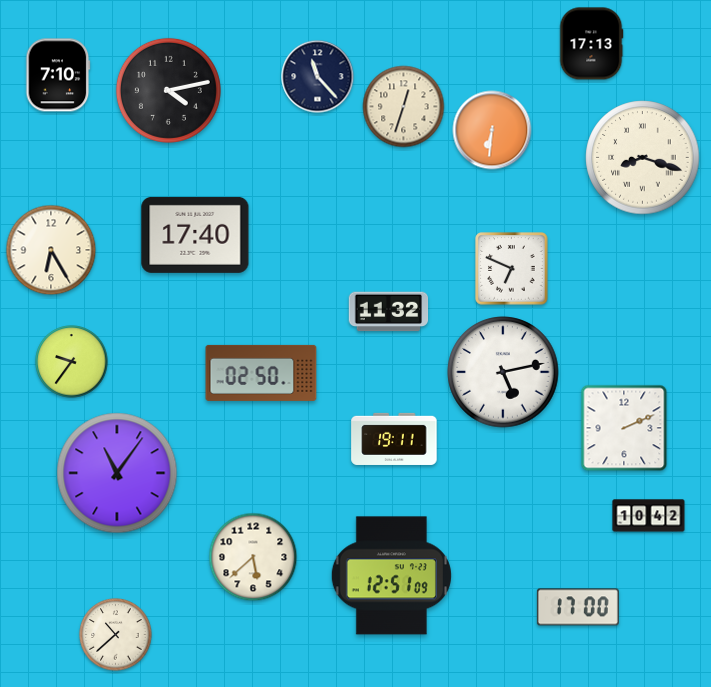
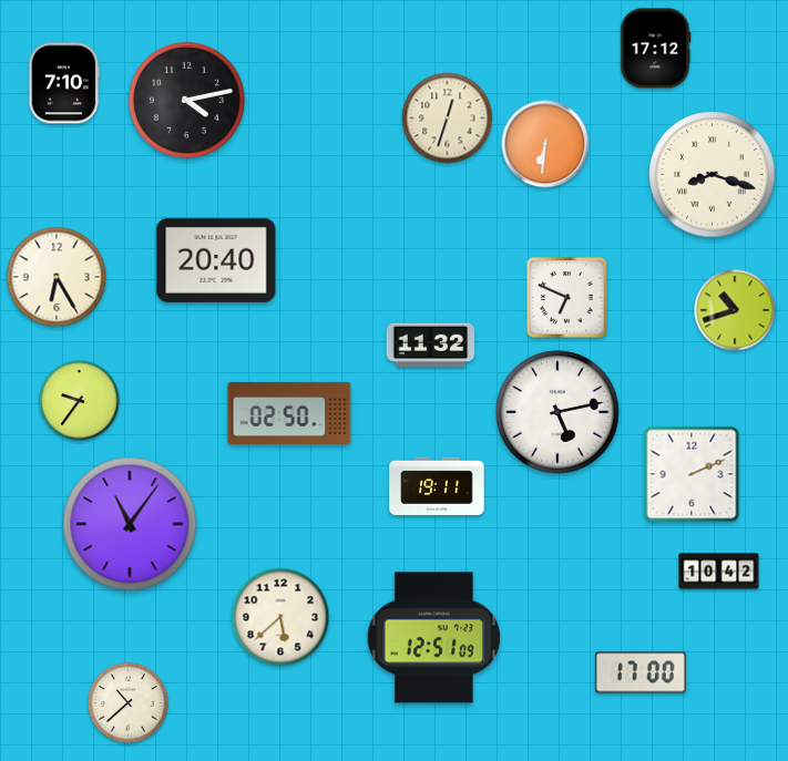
clock at (591, 44): 17:13 -> 17:12
clock at (318, 77): 11:23 -> none
clock at (195, 235): 17:40 -> 20:40
clock at (735, 310): none -> 10:42
